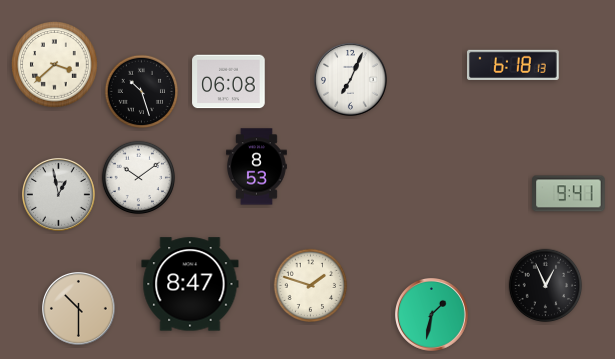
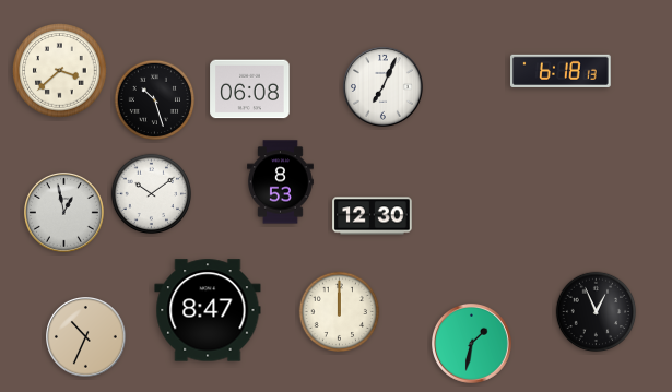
clock at (569, 194): 9:41 -> none
clock at (373, 216): none -> 12:30
clock at (311, 286): 1:48 -> 12:00
clock at (79, 309): 10:30 -> 10:34
